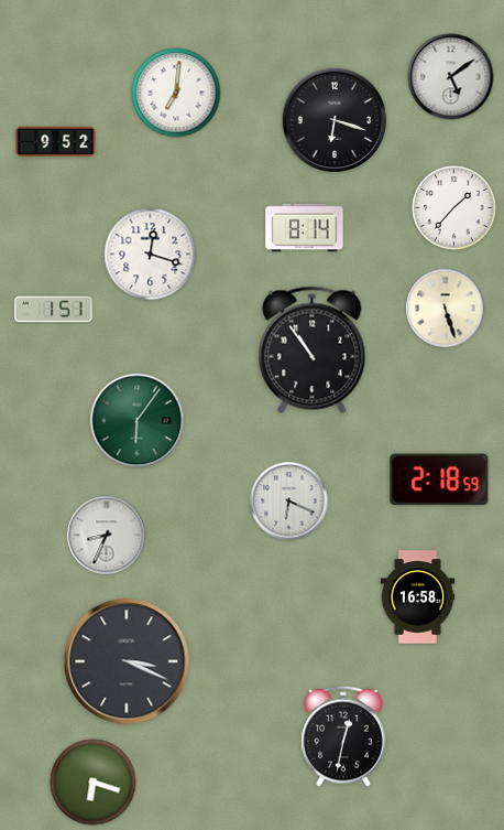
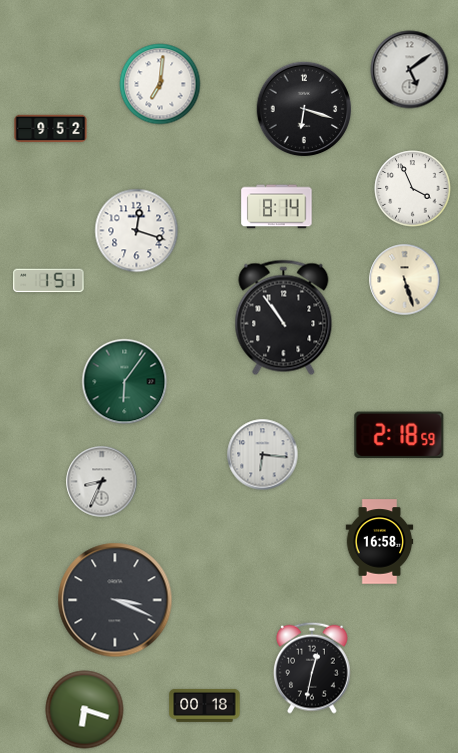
clock at (454, 208): 1:37 -> 3:56
clock at (289, 502): 6:19 -> 6:16
clock at (107, 536) position: (107, 536) -> (102, 482)
clock at (205, 705): none -> 00:18
